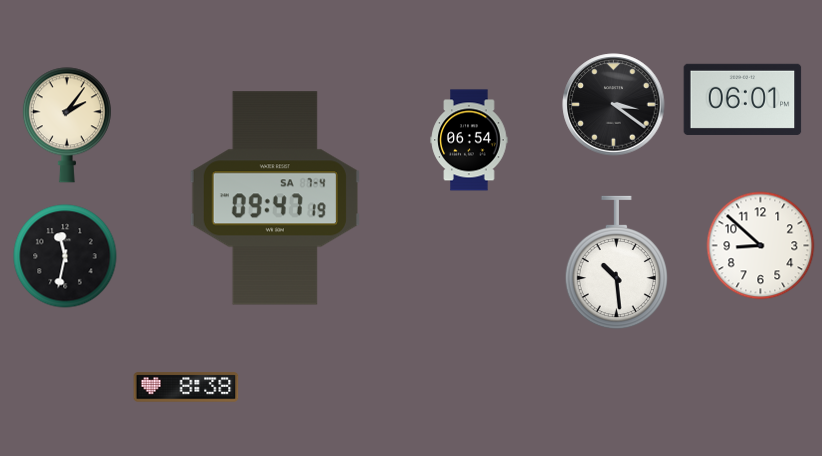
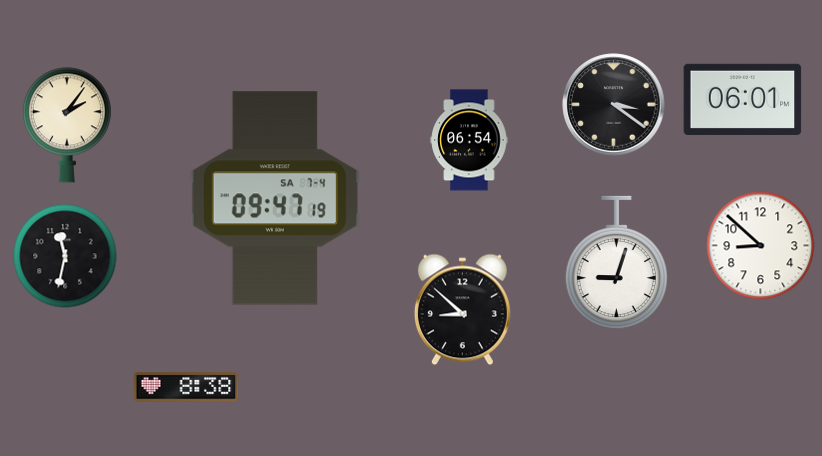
clock at (616, 263): 10:29 -> 9:03
clock at (462, 310): none -> 8:52
